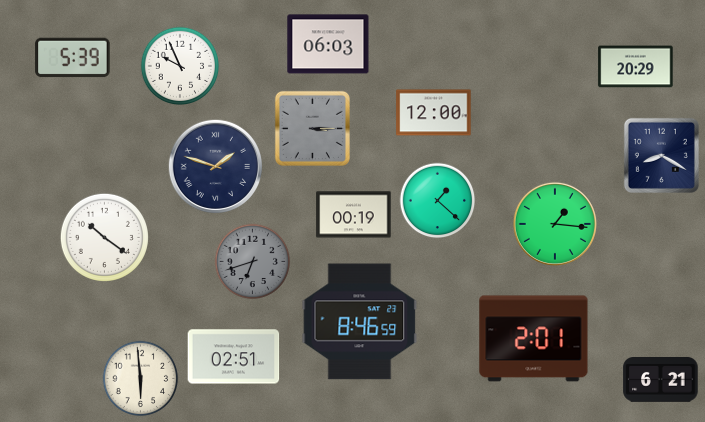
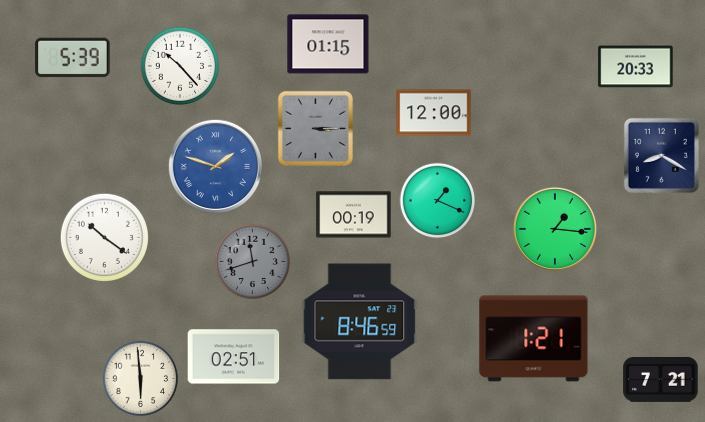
clock at (328, 44): 06:03 -> 01:15
clock at (180, 66): 9:56 -> 10:23
clock at (636, 67): 20:29 -> 20:33
clock at (312, 128) position: (312, 128) -> (315, 128)
clock at (215, 166) dial: navy -> blue
clock at (438, 201): 1:22 -> 1:19
clock at (555, 224) position: (555, 224) -> (555, 229)
clock at (253, 262): 6:42 -> 11:42
clock at (534, 339): 2:01 -> 1:21
clock at (661, 380): 6:21 -> 7:21
